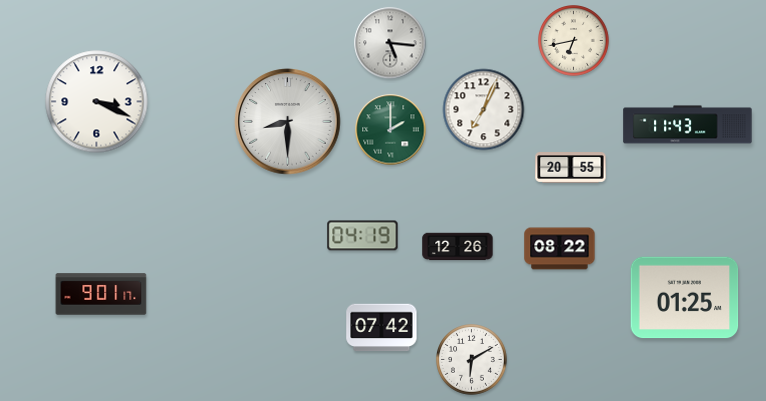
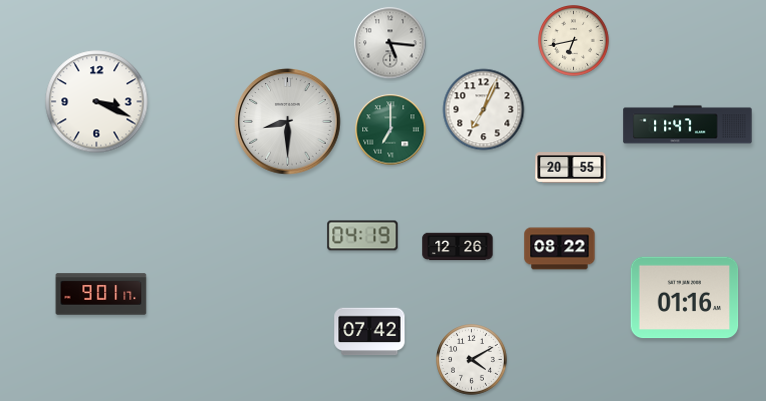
clock at (688, 125): 11:43 -> 11:47
clock at (391, 130): 2:00 -> 7:00
clock at (685, 298): 01:25 -> 01:16
clock at (382, 328) position: (382, 328) -> (370, 332)
clock at (472, 360): 6:10 -> 4:10
